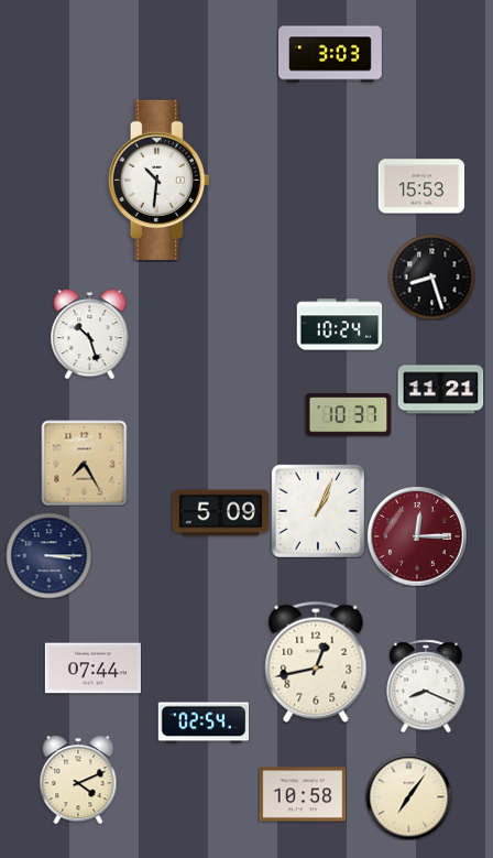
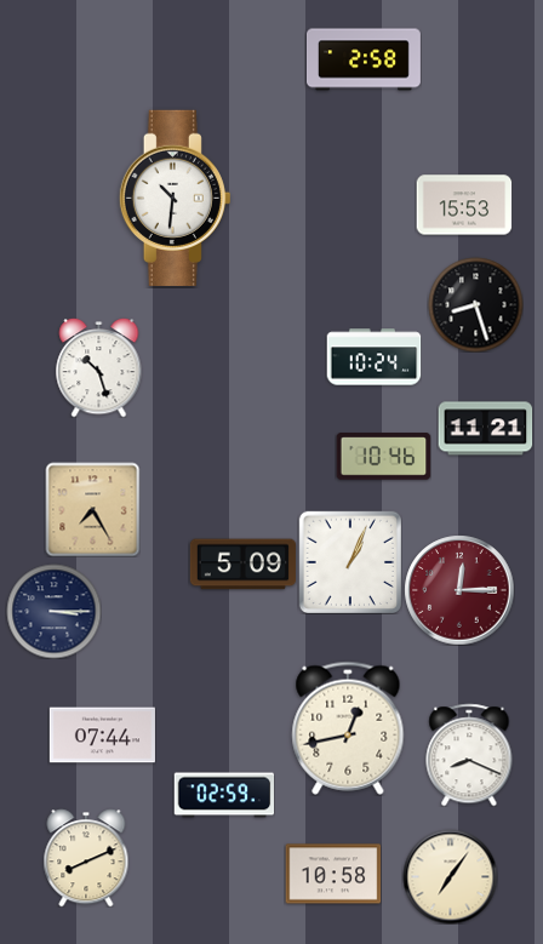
clock at (330, 54): 3:03 -> 2:58
clock at (348, 415): 10:37 -> 10:46
clock at (204, 723): 02:54 -> 02:59
clock at (78, 780): 4:11 -> 8:11
